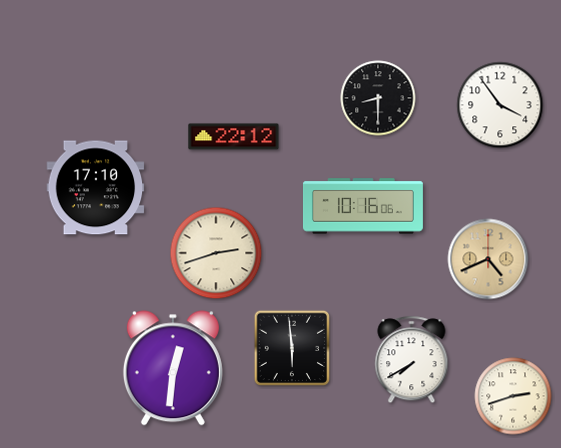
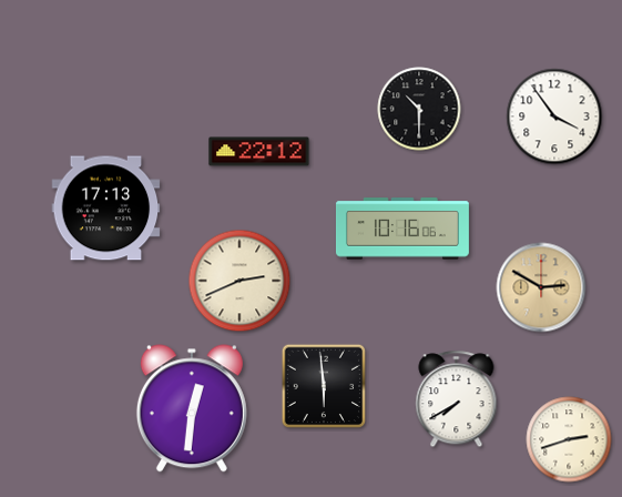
clock at (378, 98): 8:30 -> 10:30
clock at (96, 188): 17:10 -> 17:13
clock at (216, 253): 2:42 -> 2:41
clock at (488, 259): 4:41 -> 2:50
